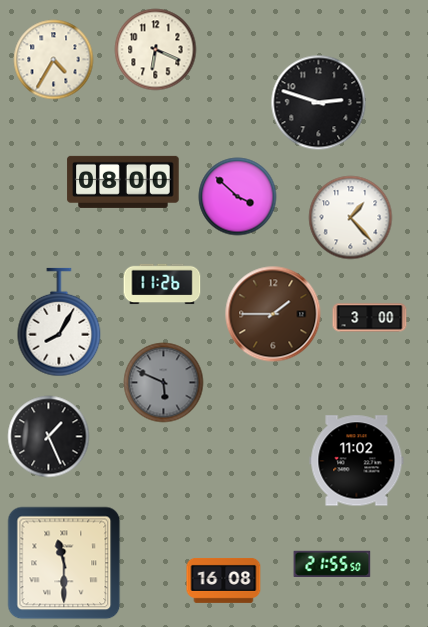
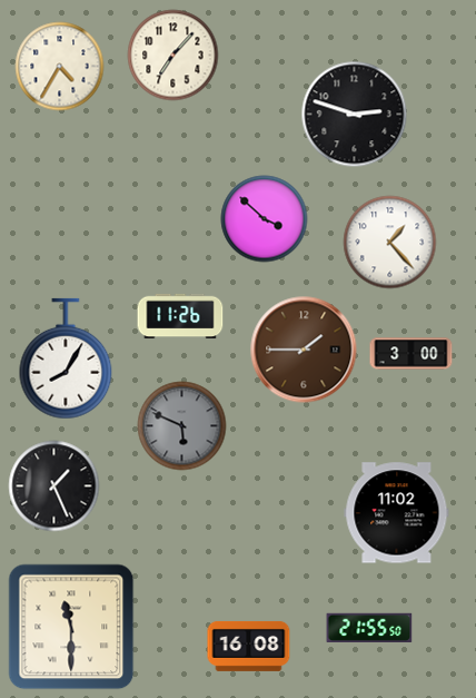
clock at (156, 50): 6:19 -> 7:07
clock at (123, 182): 08:00 -> none
